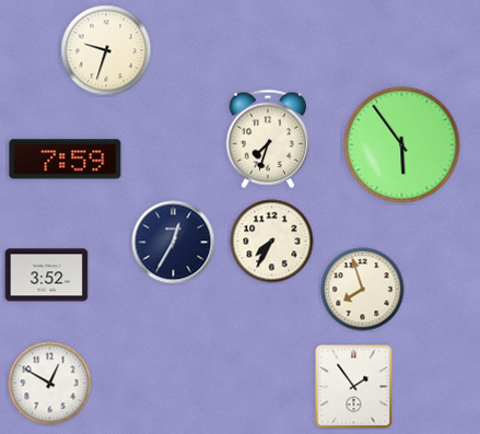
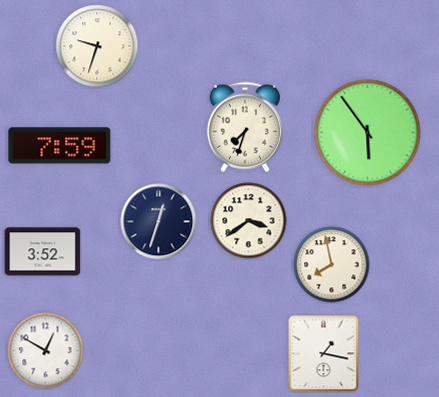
clock at (272, 242): 7:35 -> 3:39
clock at (174, 243): 12:35 -> 12:33
clock at (363, 290): 7:57 -> 7:58
clock at (354, 387): 1:54 -> 1:17
